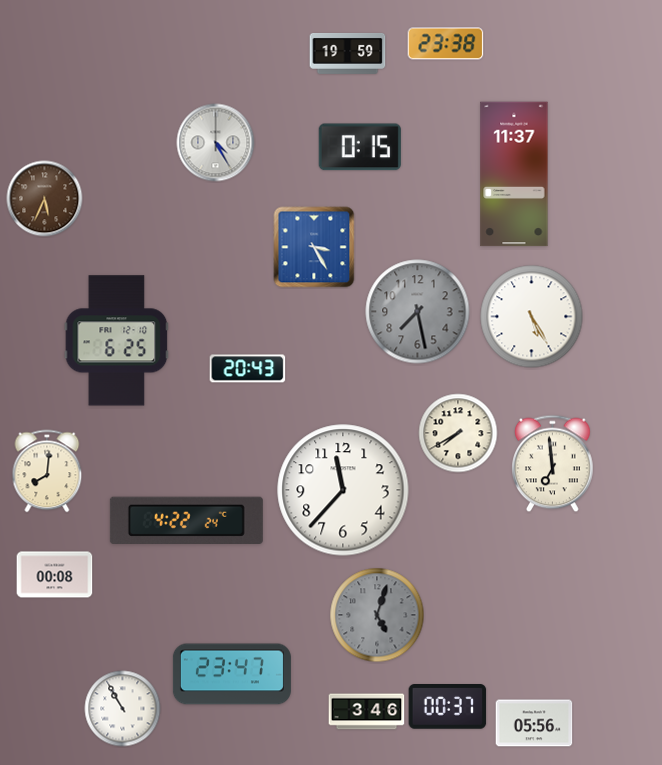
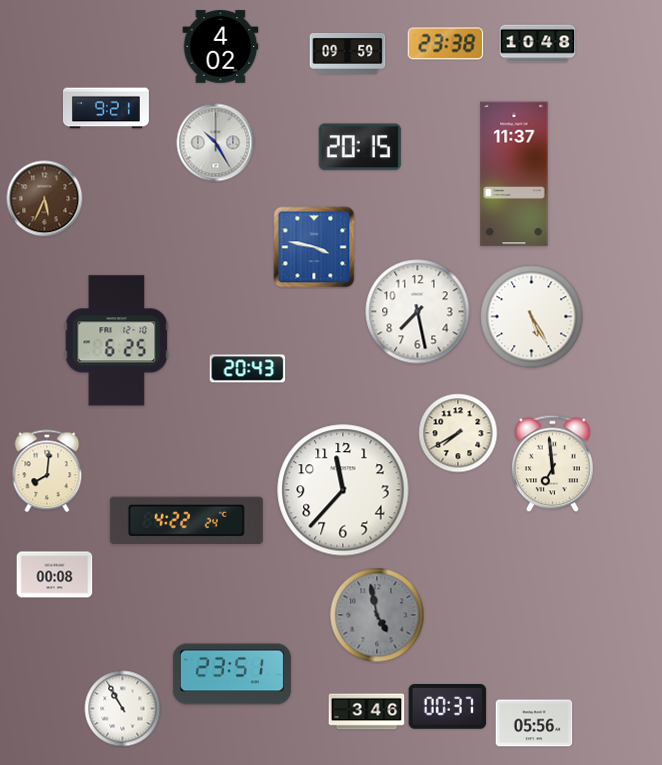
clock at (538, 44): none -> 10:48
clock at (221, 47): none -> 4:02
clock at (348, 53): 19:59 -> 09:59
clock at (106, 108): none -> 9:21
clock at (216, 143): 4:25 -> 10:25
clock at (360, 147): 0:15 -> 20:15
clock at (314, 247): 3:25 -> 3:47
clock at (418, 312) dial: grey -> white
clock at (377, 615): 5:03 -> 4:58
clock at (232, 674): 23:47 -> 23:51
